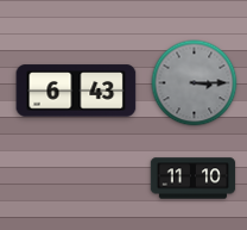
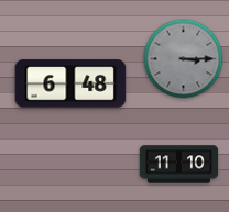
clock at (195, 83) position: (195, 83) -> (184, 59)
clock at (76, 91): 6:43 -> 6:48
